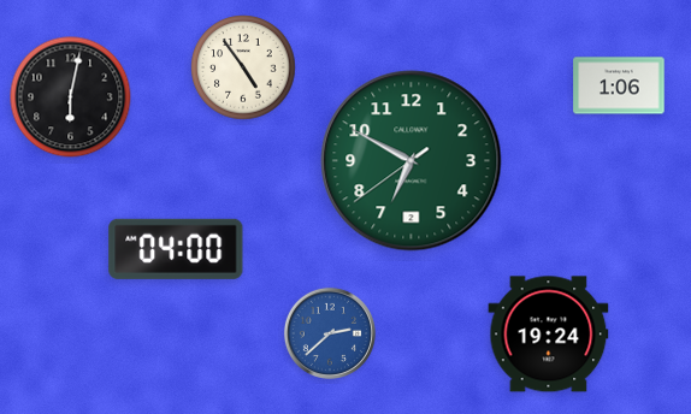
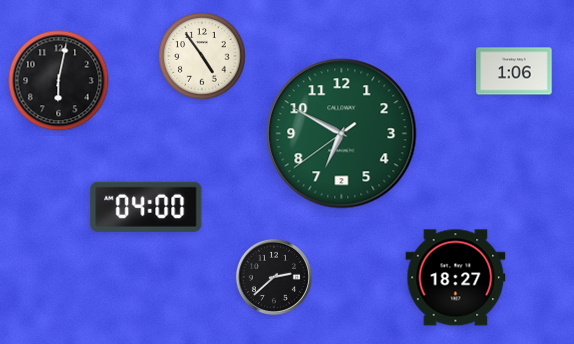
clock at (330, 333) dial: blue -> black
clock at (549, 335): 19:24 -> 18:27
